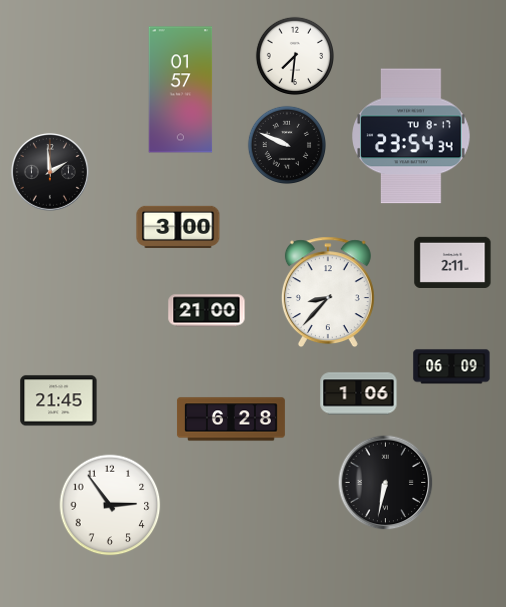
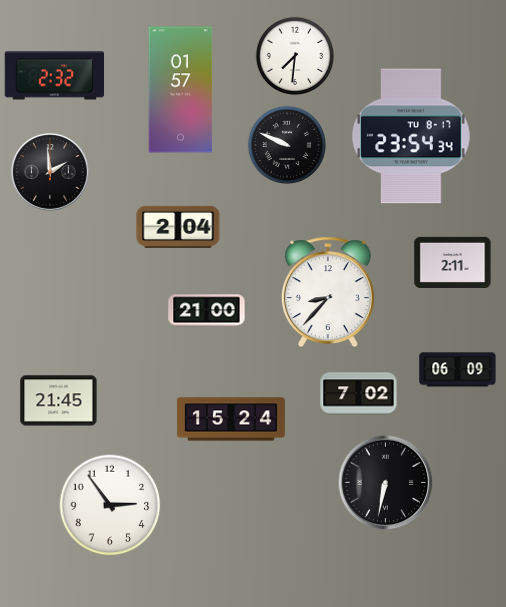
clock at (55, 76): none -> 2:32
clock at (178, 227): 3:00 -> 2:04
clock at (452, 367) position: (452, 367) -> (458, 370)
clock at (359, 394): 1:06 -> 7:02
clock at (231, 419): 6:28 -> 15:24
